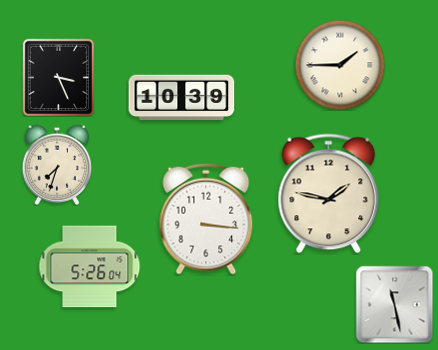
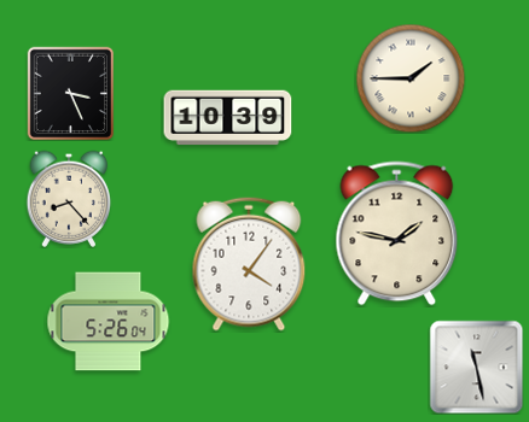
clock at (182, 98) position: (182, 98) -> (228, 118)
clock at (56, 165): 7:33 -> 8:23
clock at (206, 219): 3:16 -> 4:06
